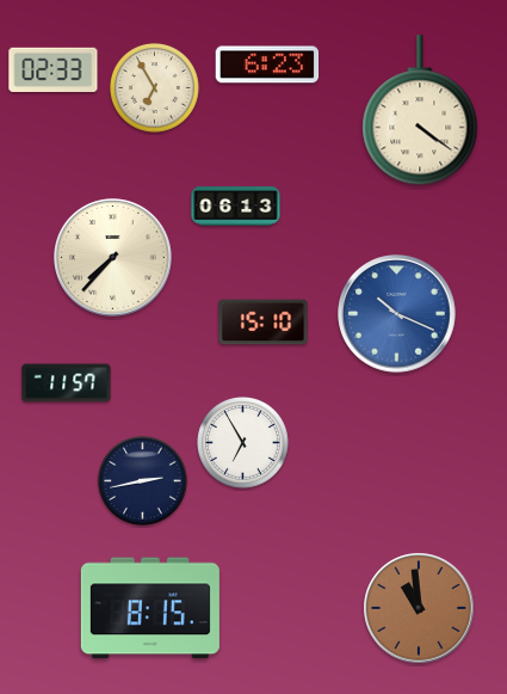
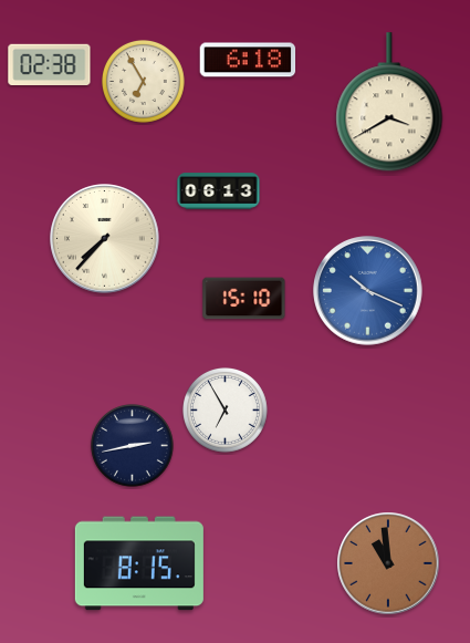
clock at (267, 65): 6:23 -> 6:18
clock at (54, 70): 02:33 -> 02:38
clock at (420, 111): 4:21 -> 3:40
clock at (67, 383): 11:57 -> none
